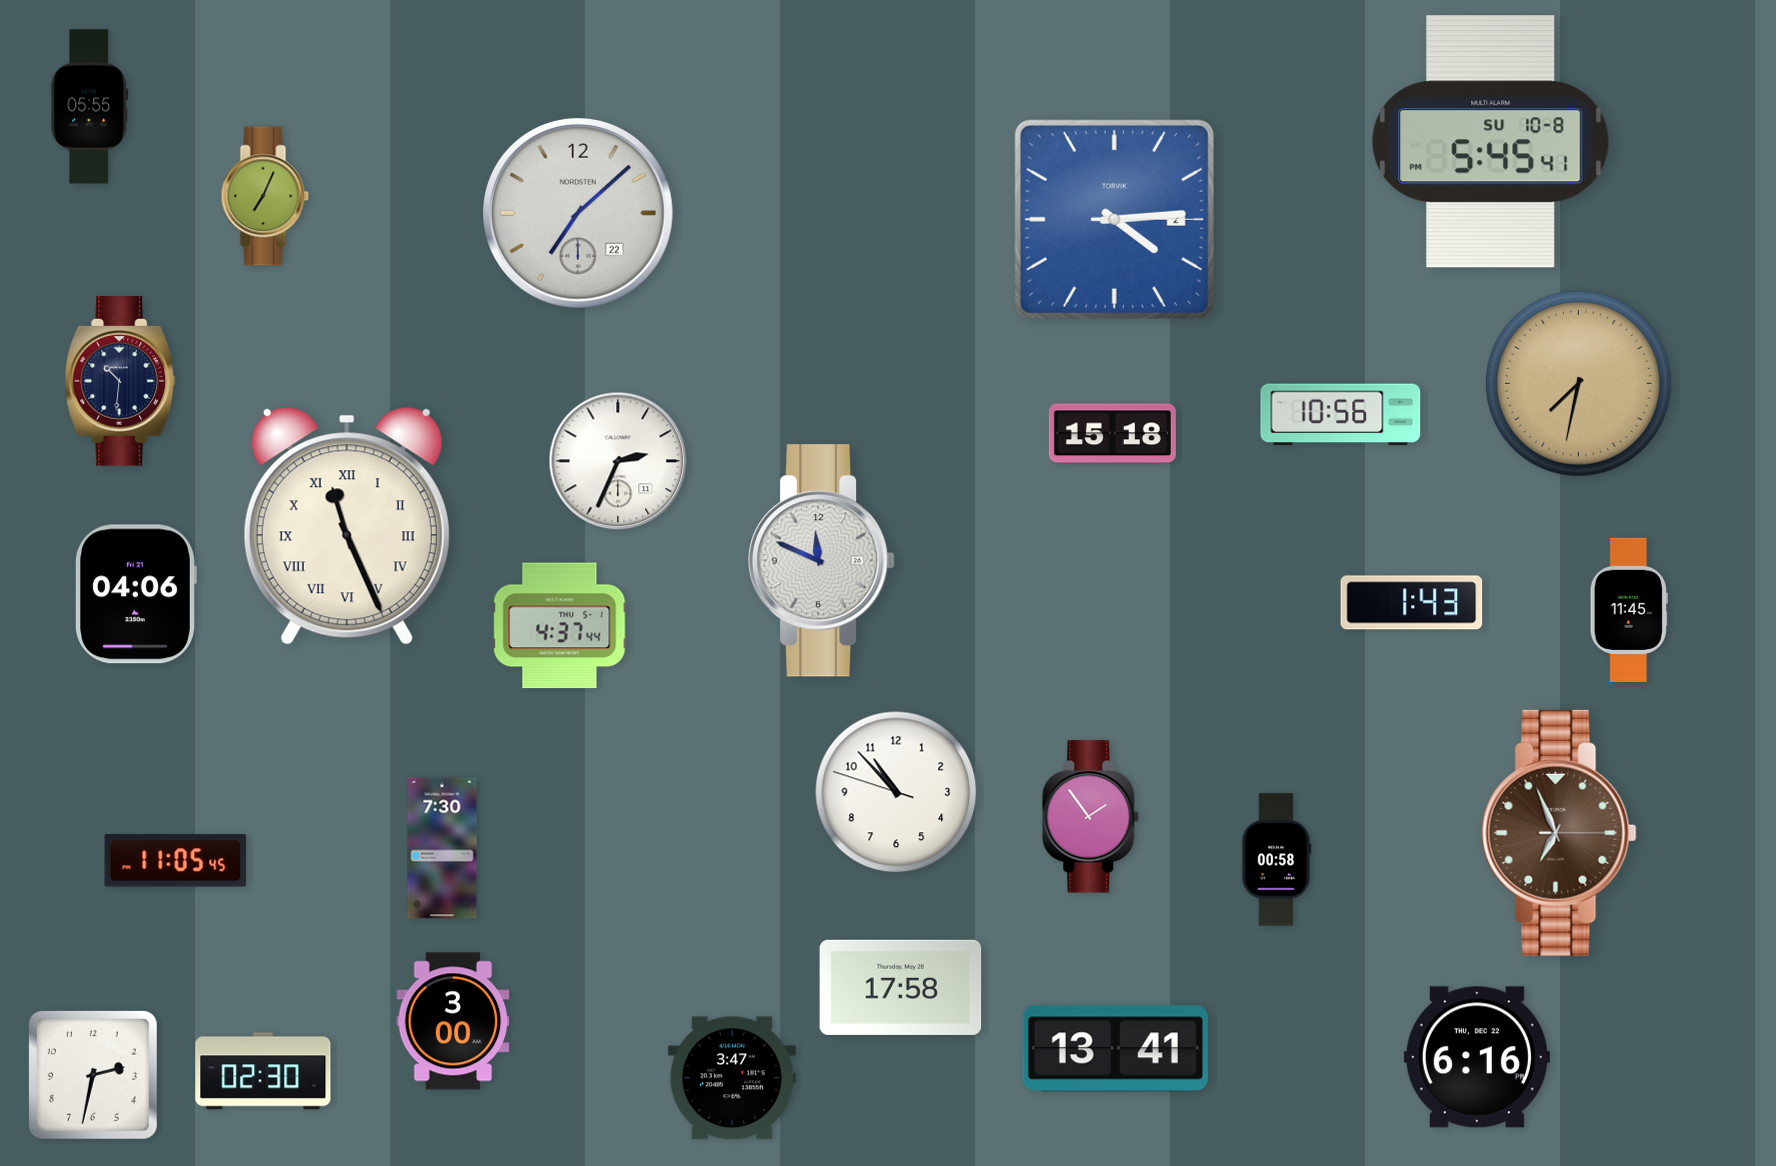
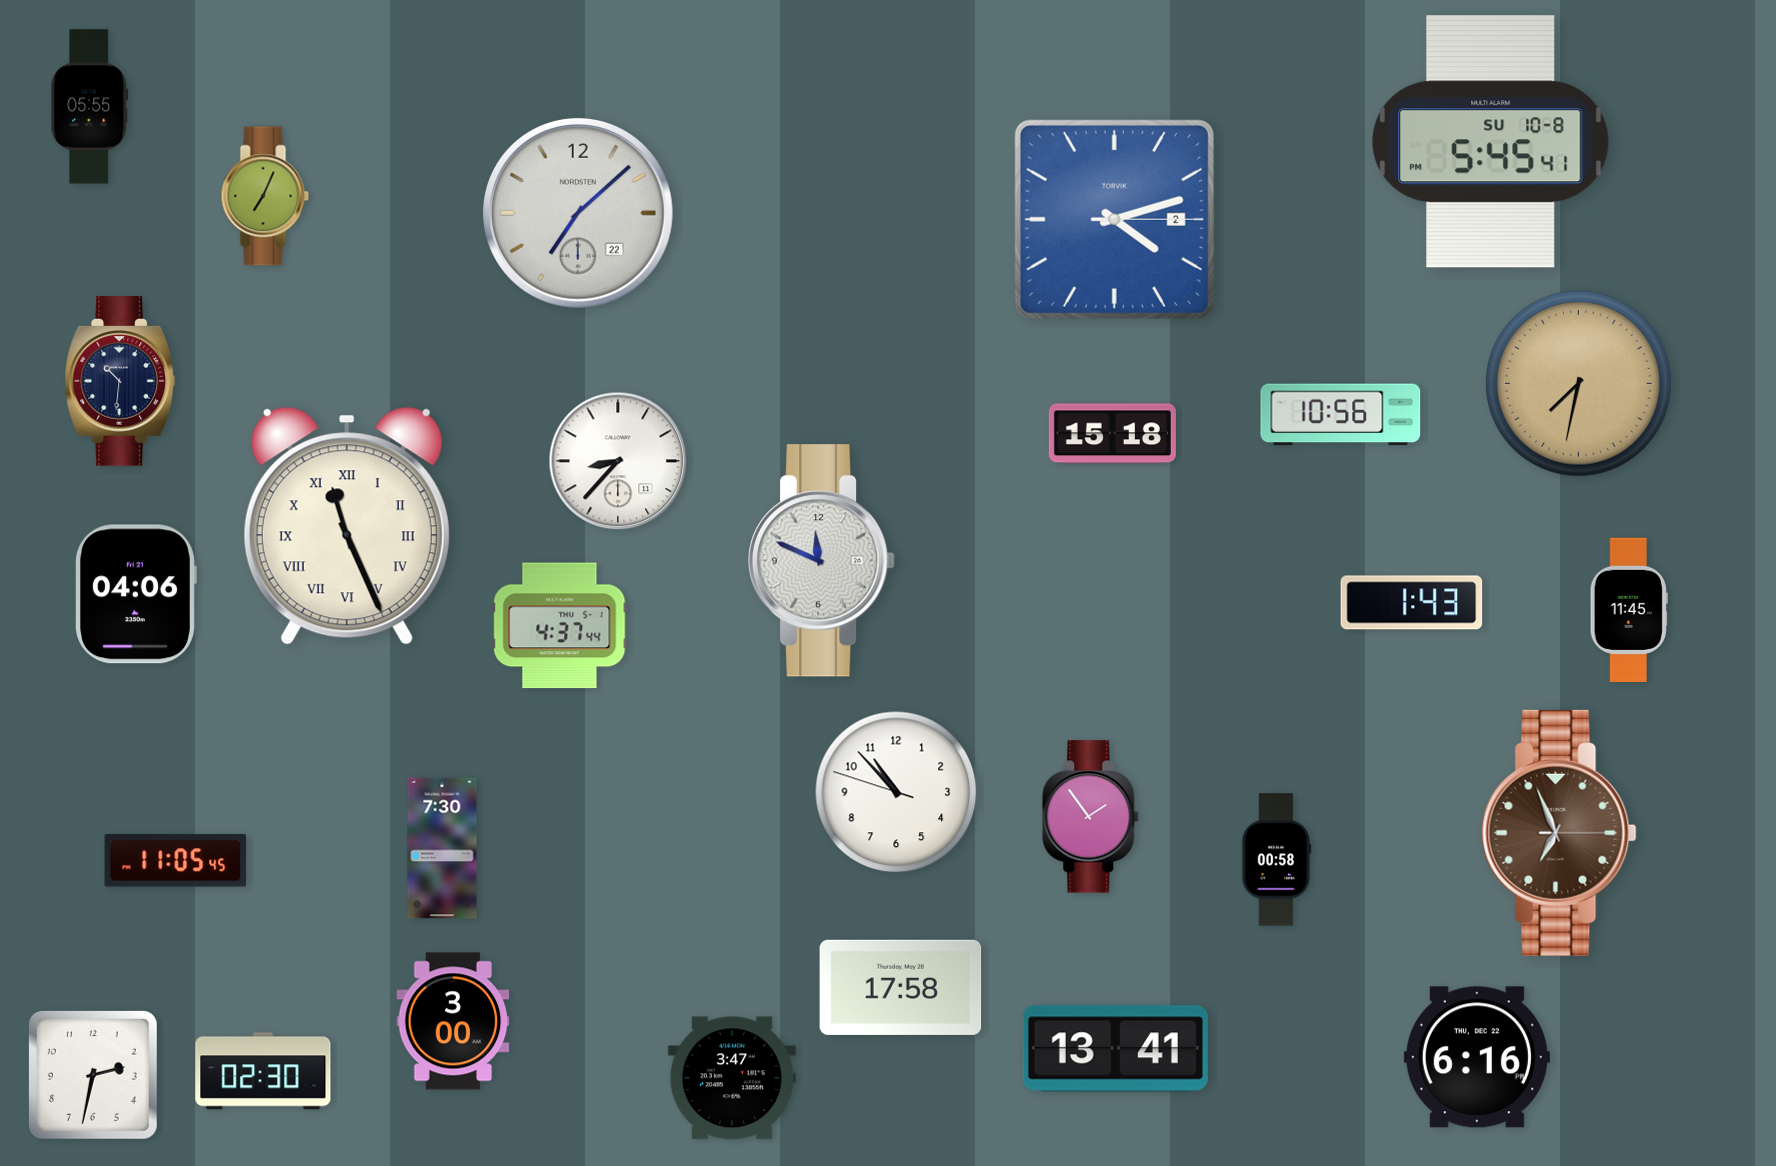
clock at (1114, 219): 4:14 -> 4:12
clock at (618, 461): 2:34 -> 8:37
